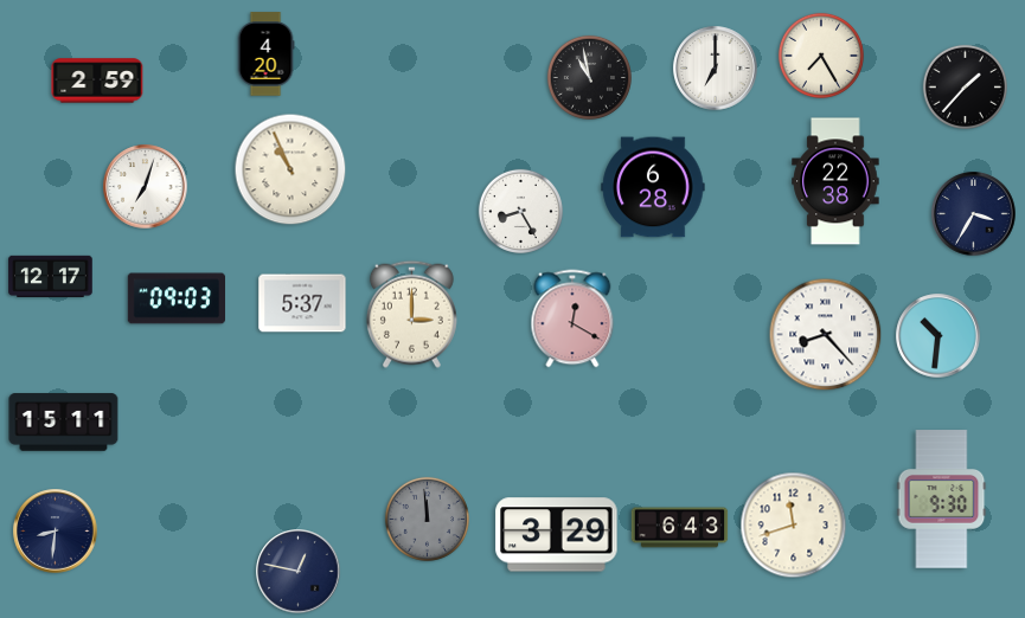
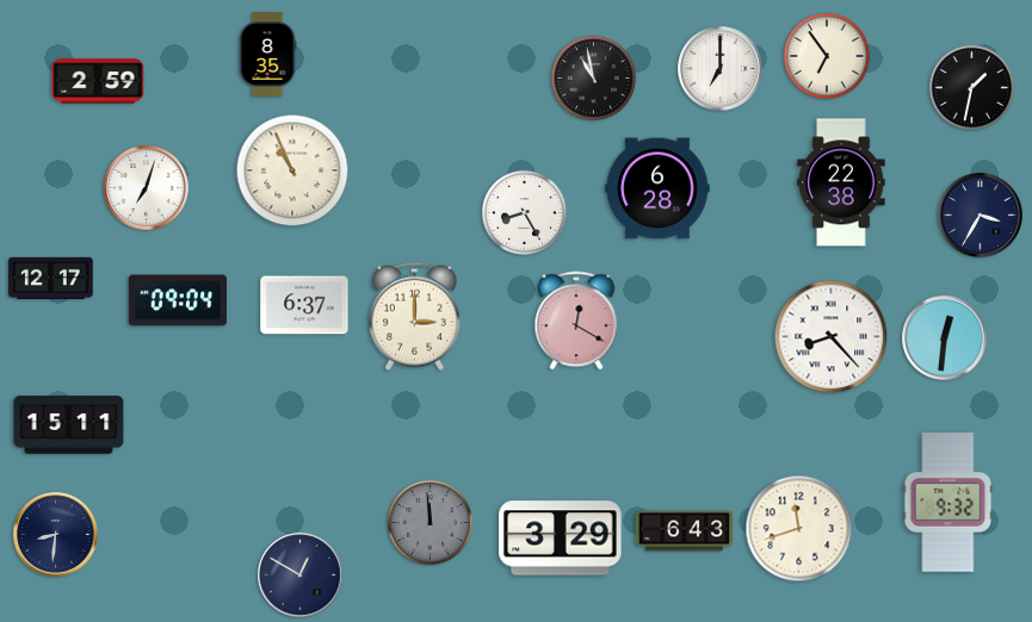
clock at (265, 54): 4:20 -> 8:35
clock at (821, 56): 7:25 -> 6:54
clock at (965, 86): 1:37 -> 1:32
clock at (175, 298): 09:03 -> 09:04
clock at (302, 303): 5:37 -> 6:37
clock at (938, 336): 10:31 -> 12:31
clock at (64, 423) position: (64, 423) -> (69, 425)
clock at (942, 500): 9:30 -> 9:32
clock at (299, 572): 12:47 -> 12:50
